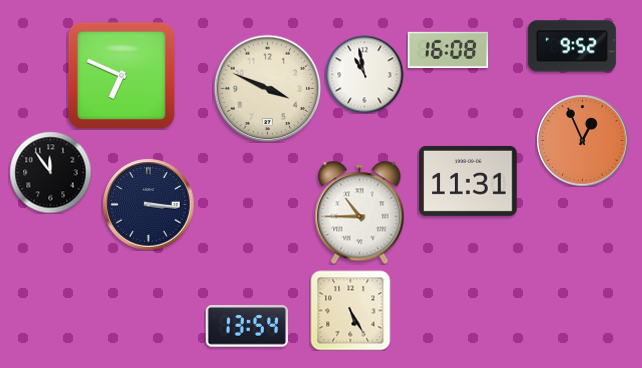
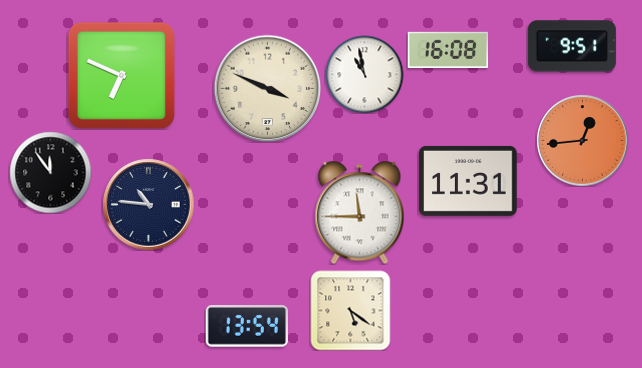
clock at (572, 46): 9:52 -> 9:51
clock at (582, 140): 12:56 -> 12:44
clock at (148, 204): 3:16 -> 10:46
clock at (360, 212): 10:45 -> 11:45
clock at (350, 310): 5:25 -> 5:21
